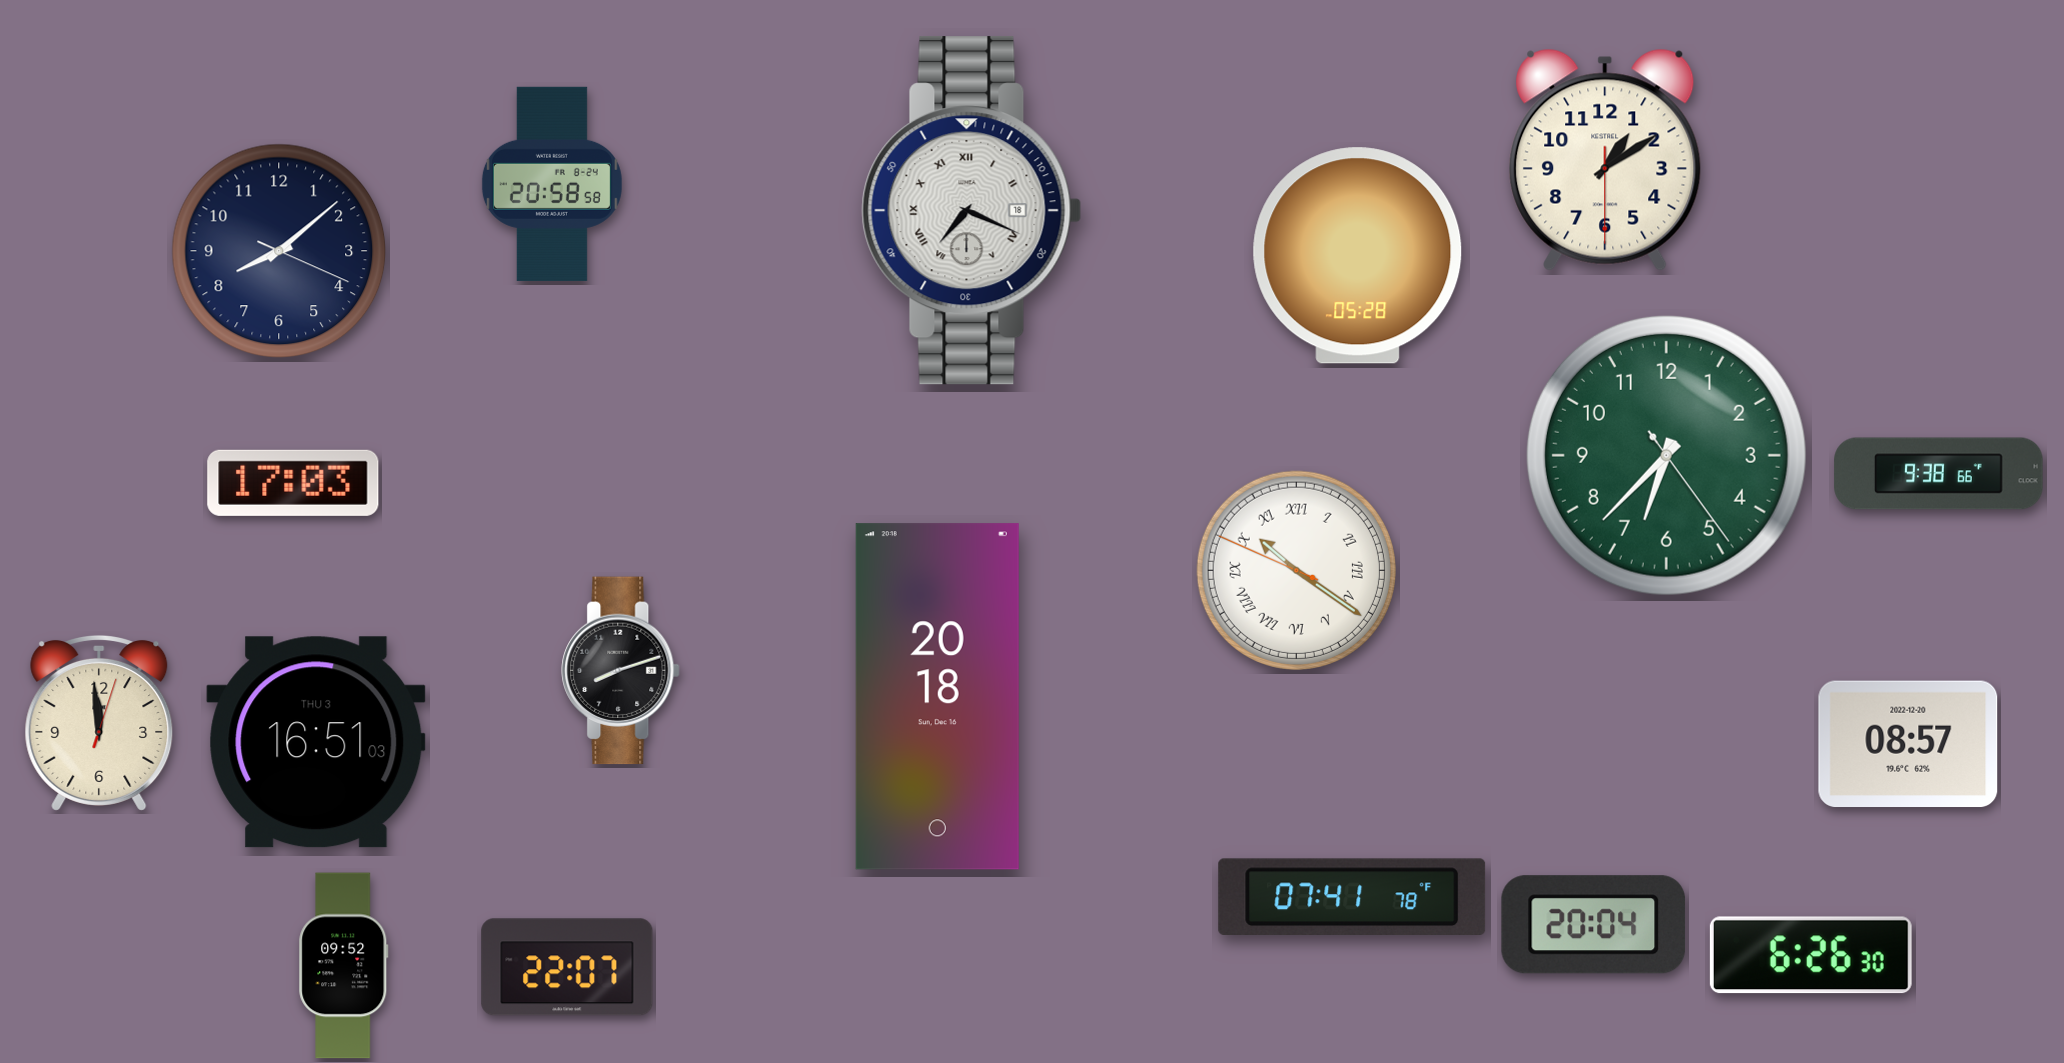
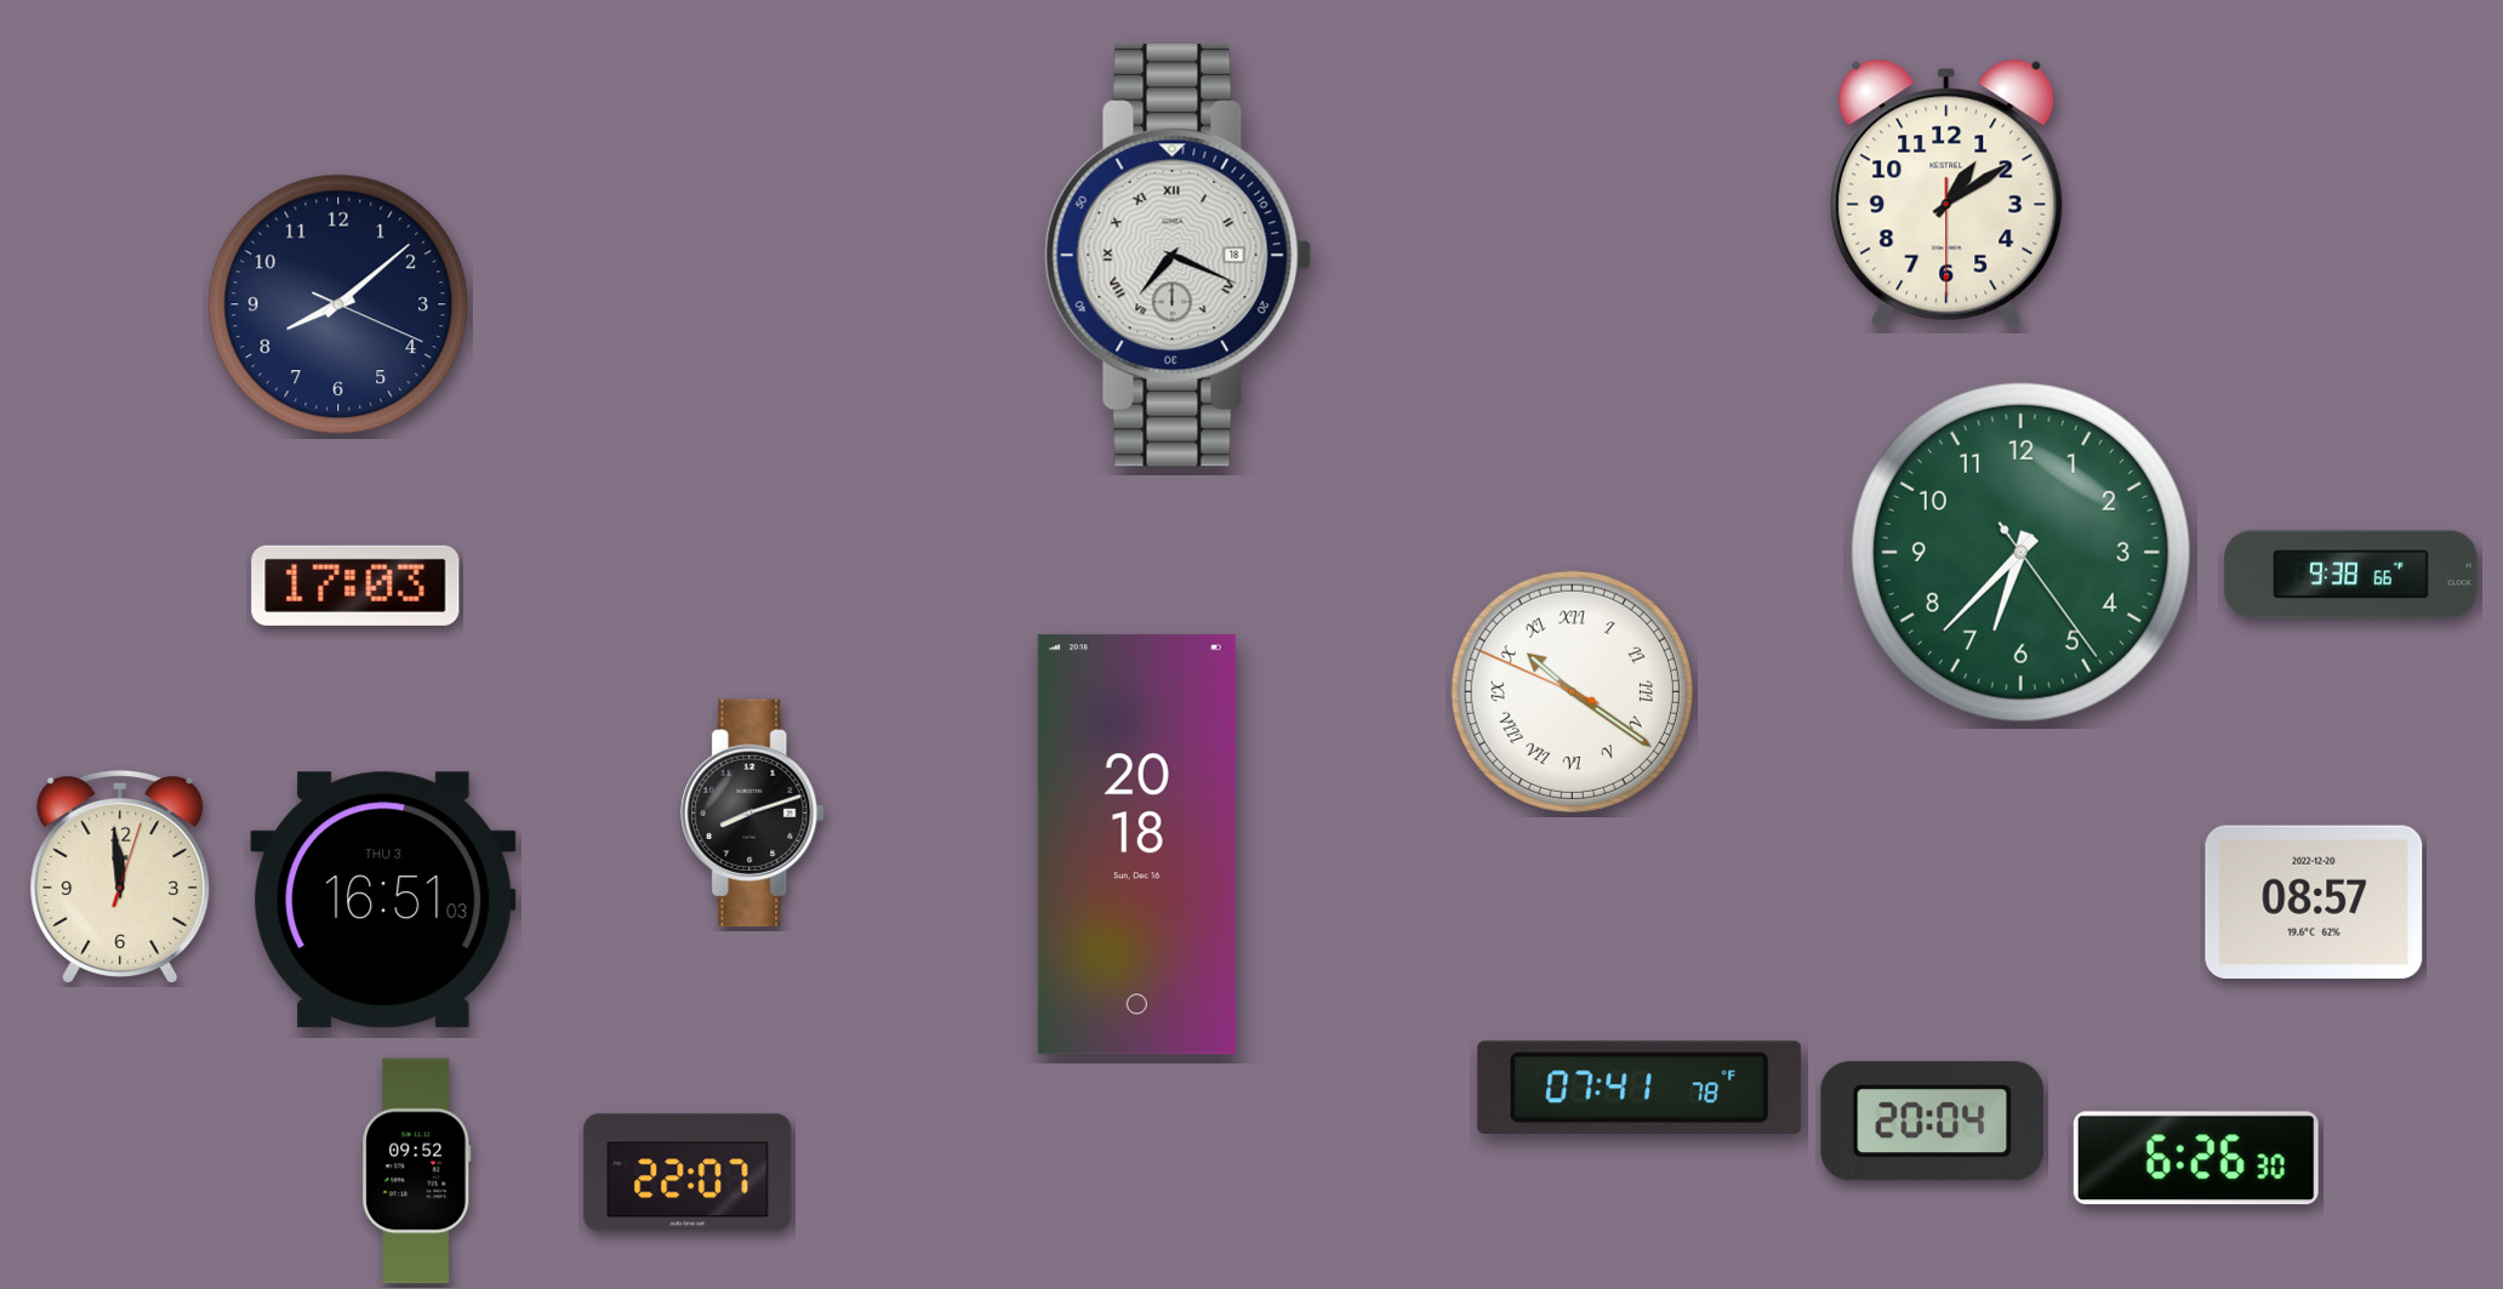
clock at (552, 184): 20:58 -> none
clock at (1358, 256): 05:28 -> none
